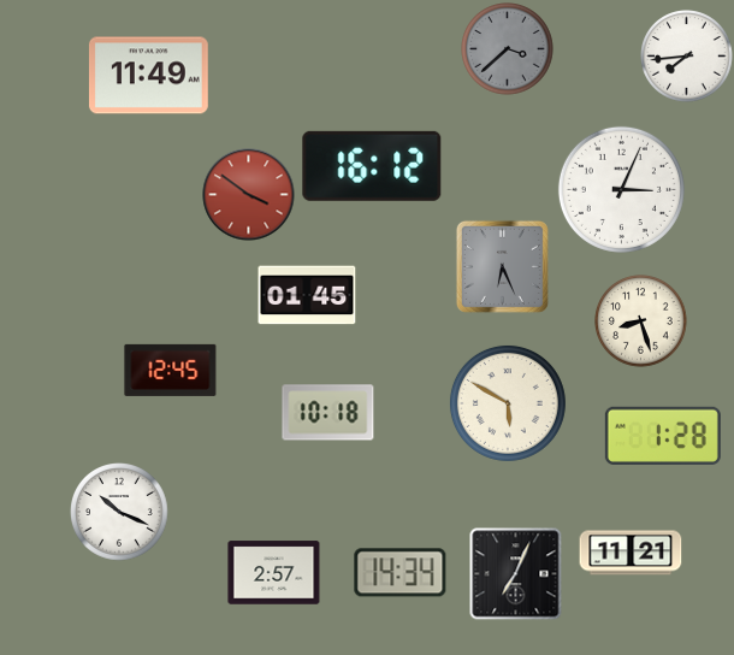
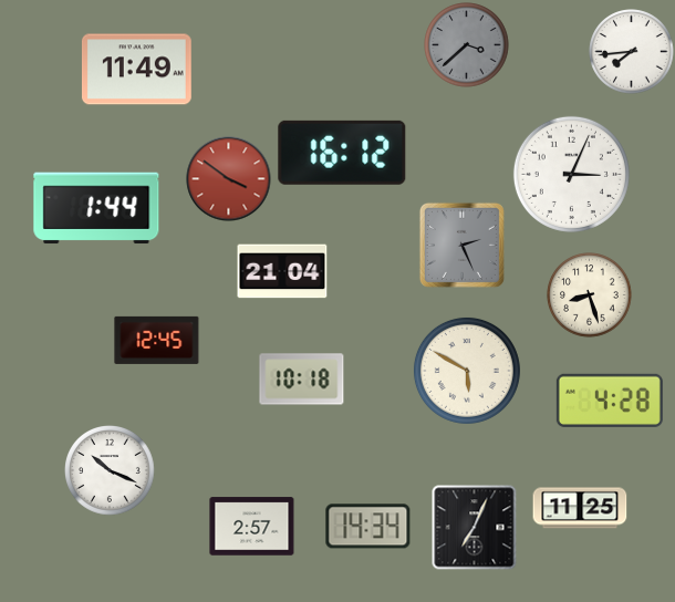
clock at (96, 208): none -> 1:44
clock at (502, 266): 6:26 -> 2:26
clock at (307, 295): 01:45 -> 21:04
clock at (663, 436): 1:28 -> 4:28
clock at (631, 553): 11:21 -> 11:25
